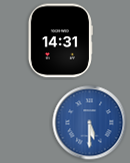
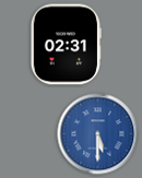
clock at (60, 41): 14:31 -> 02:31
